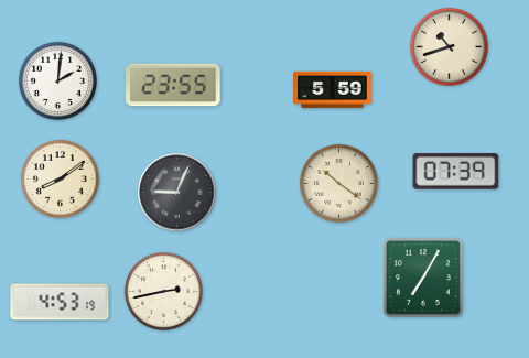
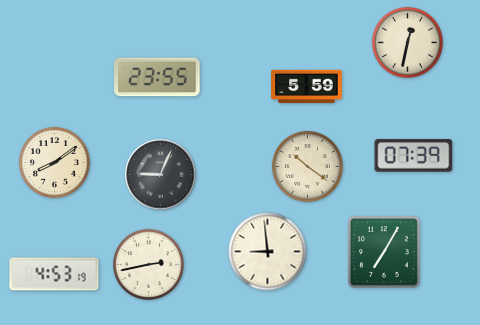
clock at (449, 46): 10:42 -> 12:32
clock at (57, 80): 2:01 -> none
clock at (333, 90) position: (333, 90) -> (307, 87)
clock at (268, 252): none -> 8:59
